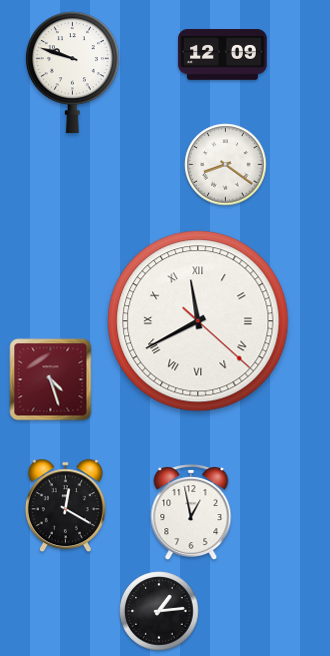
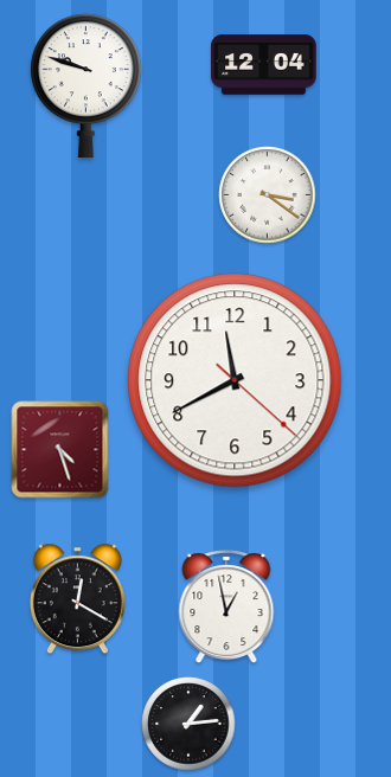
clock at (223, 55): 12:09 -> 12:04
clock at (226, 165): 8:21 -> 3:21
clock at (198, 321) numerals: Roman -> Arabic
